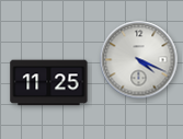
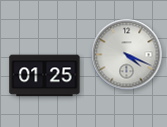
clock at (49, 83): 11:25 -> 01:25
